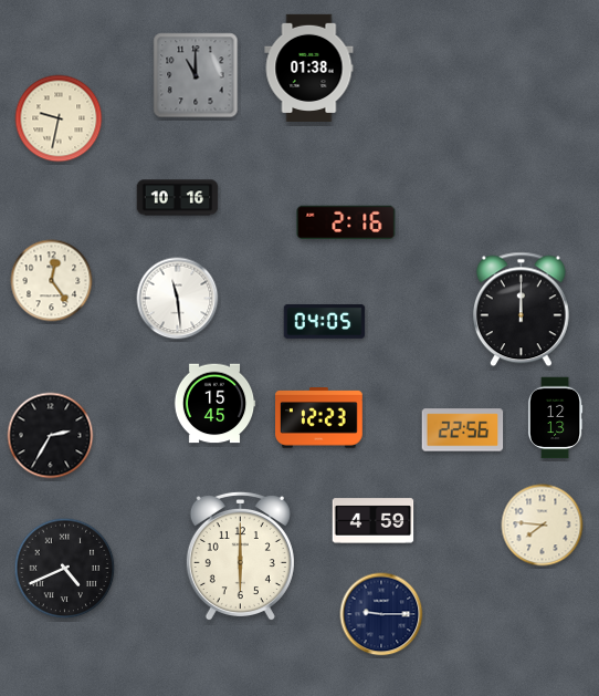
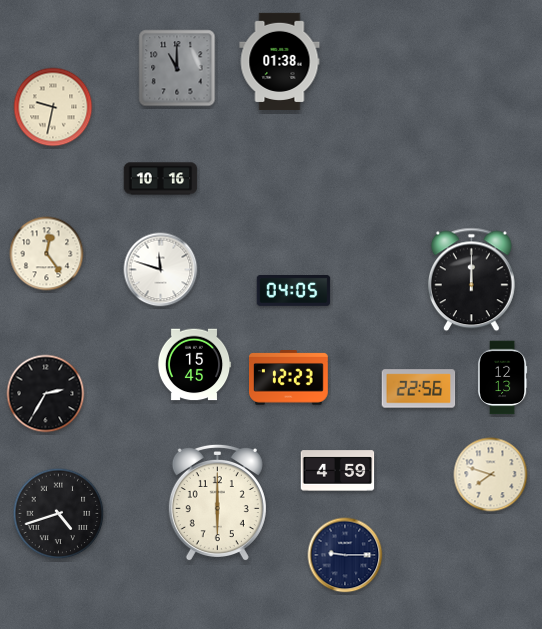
clock at (346, 222): 2:16 -> none
clock at (178, 299): 11:29 -> 11:48
clock at (543, 526): 7:46 -> 7:48
clock at (65, 569): 4:41 -> 4:42
